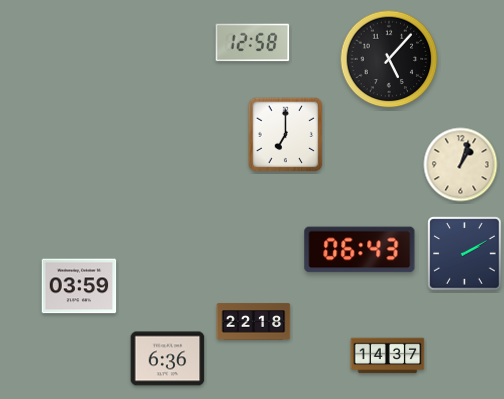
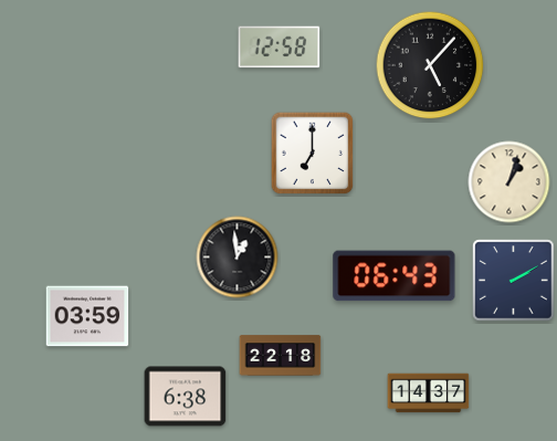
clock at (286, 135) position: (286, 135) -> (313, 154)
clock at (238, 258): none -> 12:59
clock at (360, 250) position: (360, 250) -> (395, 276)
clock at (168, 359): 6:36 -> 6:38
